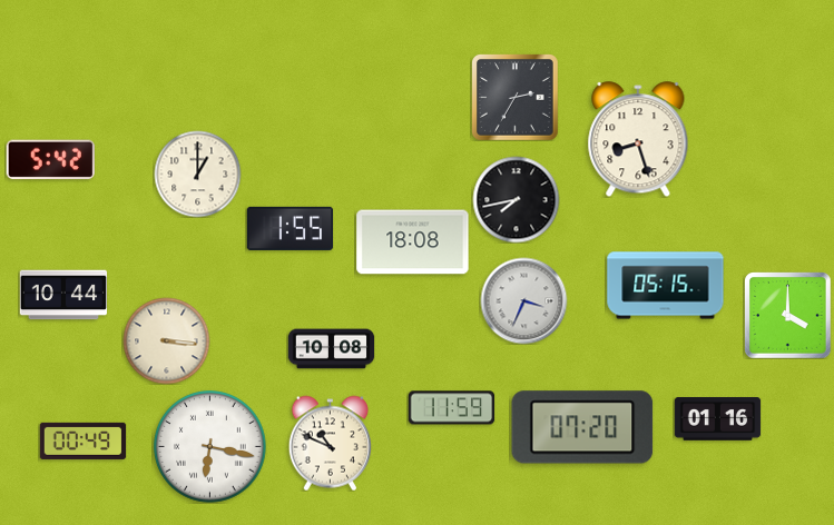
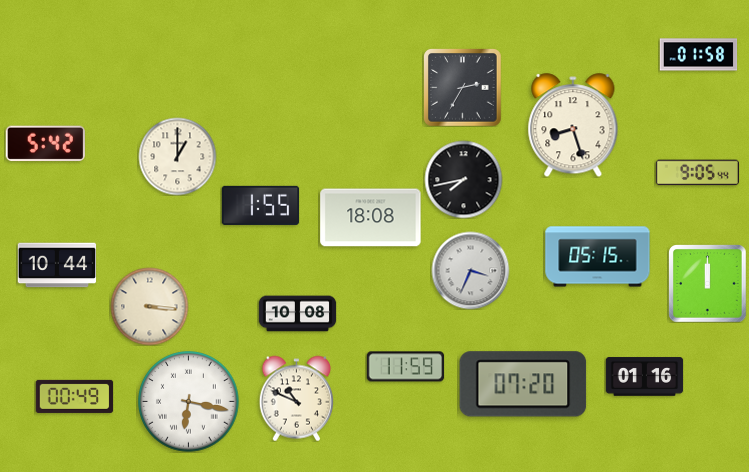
clock at (698, 55): none -> 01:58
clock at (697, 173): none -> 9:05
clock at (787, 315): 4:00 -> 12:00
